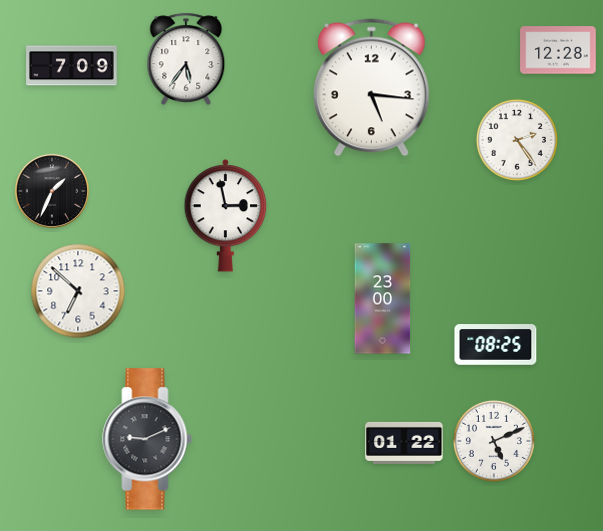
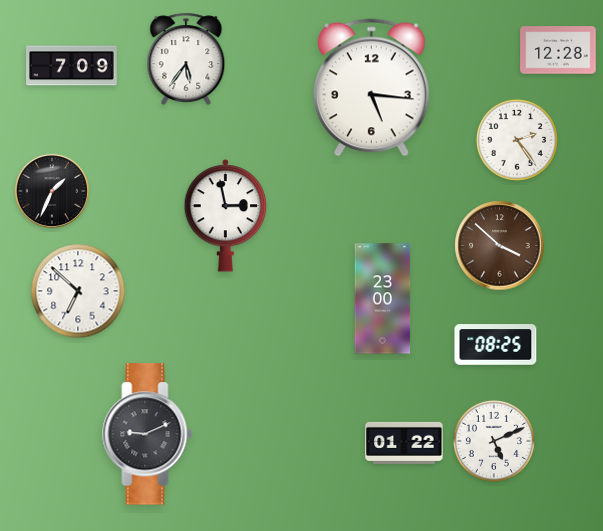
clock at (500, 246): none -> 3:52
clock at (147, 439) position: (147, 439) -> (147, 434)
